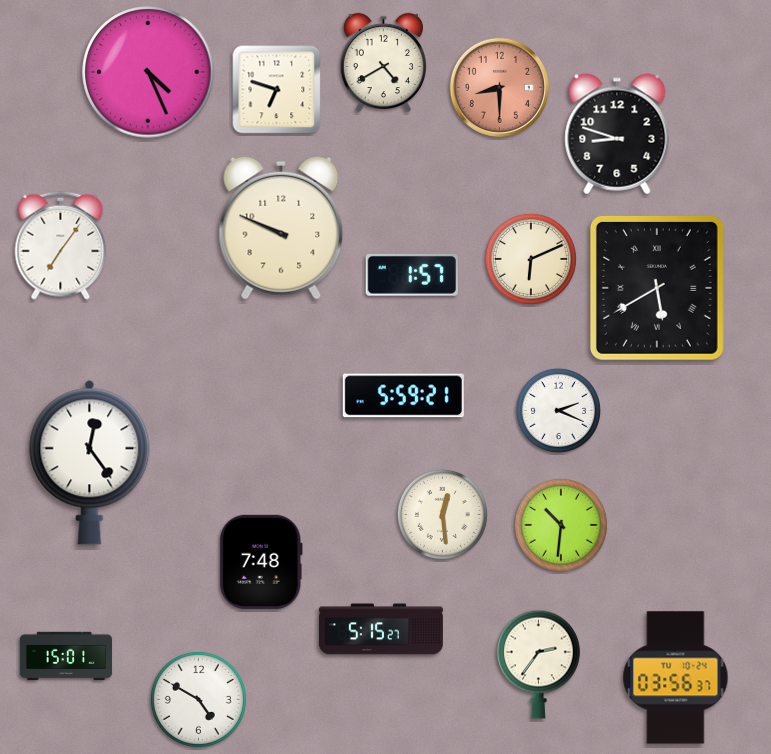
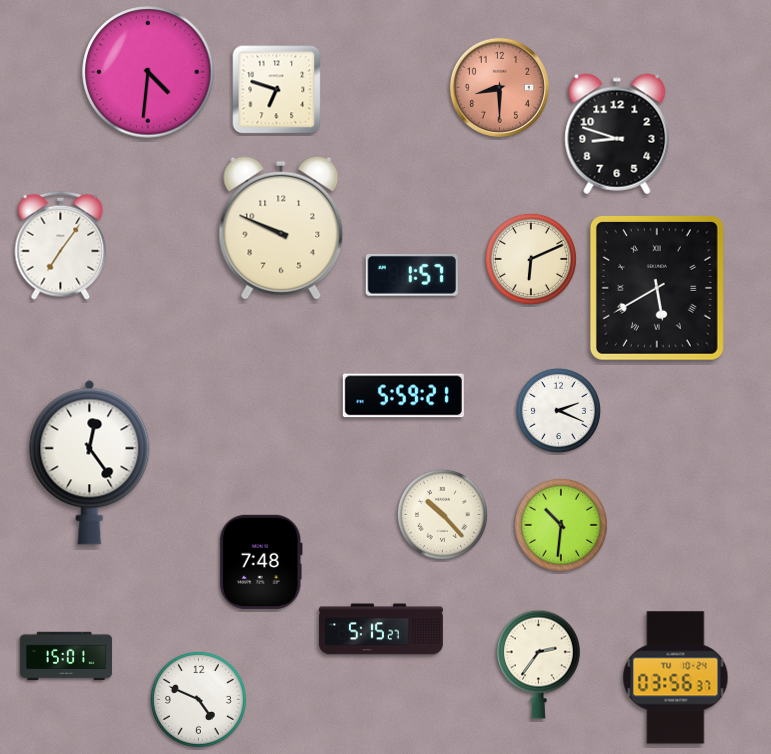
clock at (383, 63): 4:40 -> none
clock at (148, 72): 4:26 -> 4:31
clock at (442, 514): 12:29 -> 10:23
clock at (198, 699): 4:50 -> 4:49
